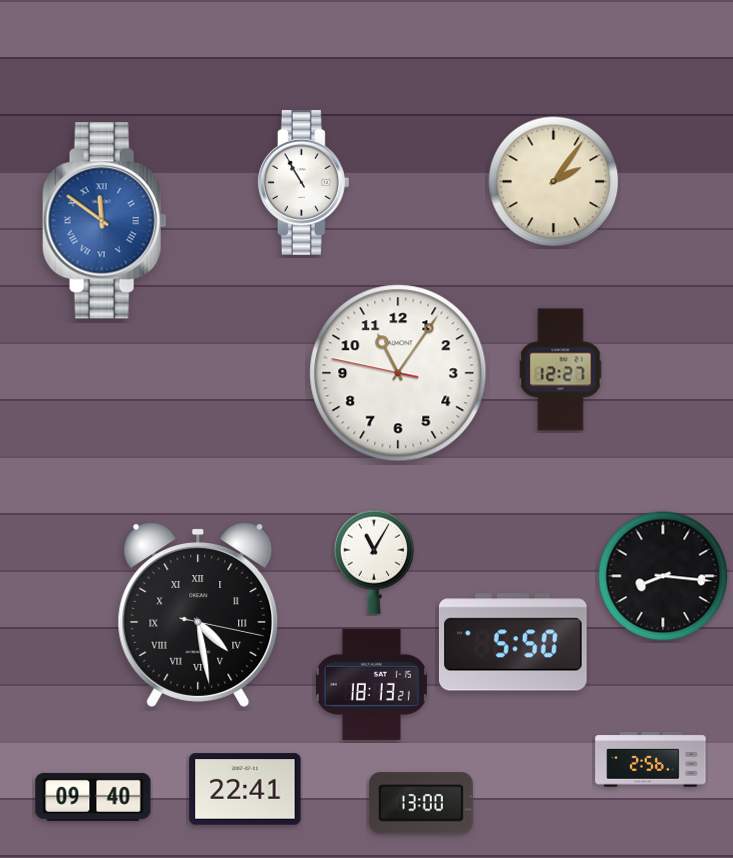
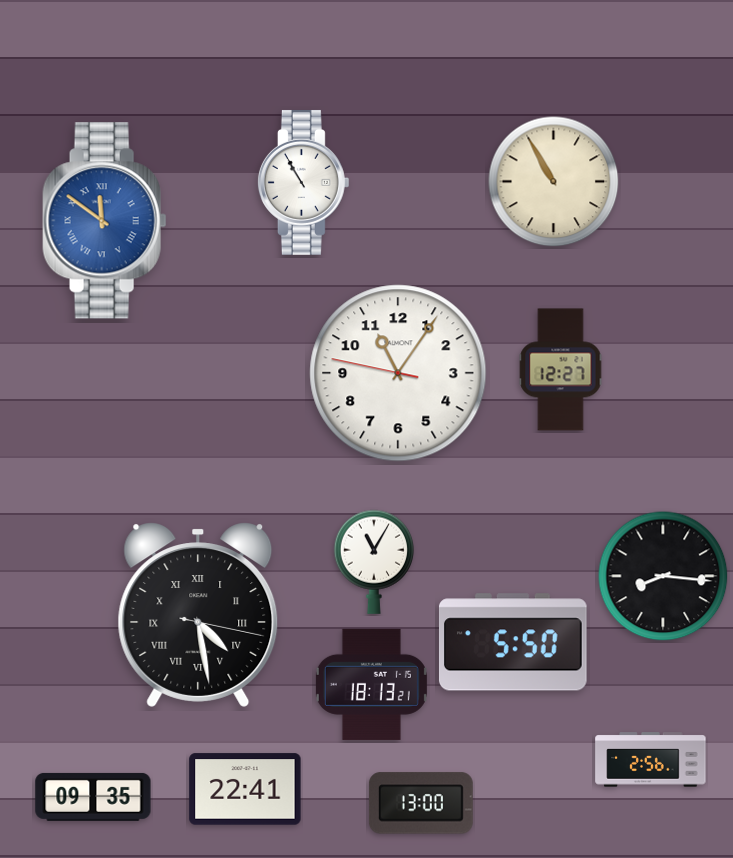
clock at (554, 182): 2:06 -> 10:55
clock at (93, 797): 09:40 -> 09:35
